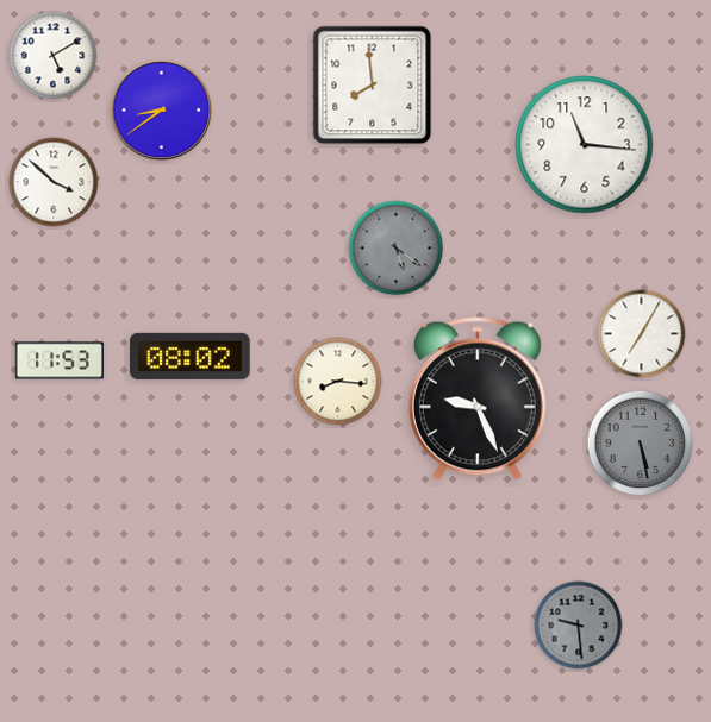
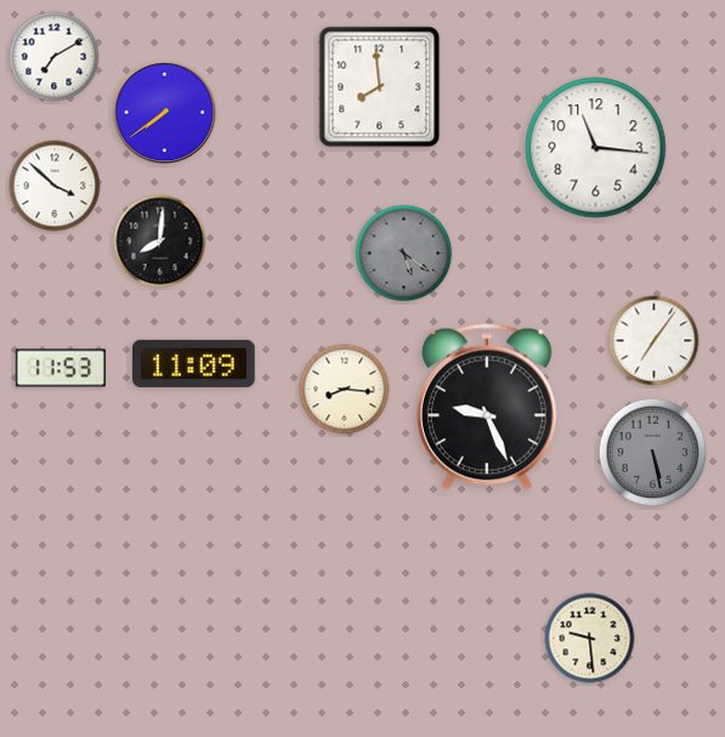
clock at (54, 56): 5:10 -> 7:10
clock at (162, 111): 8:39 -> 7:39
clock at (160, 242): none -> 8:01
clock at (642, 334): 7:05 -> 7:06
clock at (191, 356): 08:02 -> 11:09
clock at (579, 626) dial: grey -> cream
